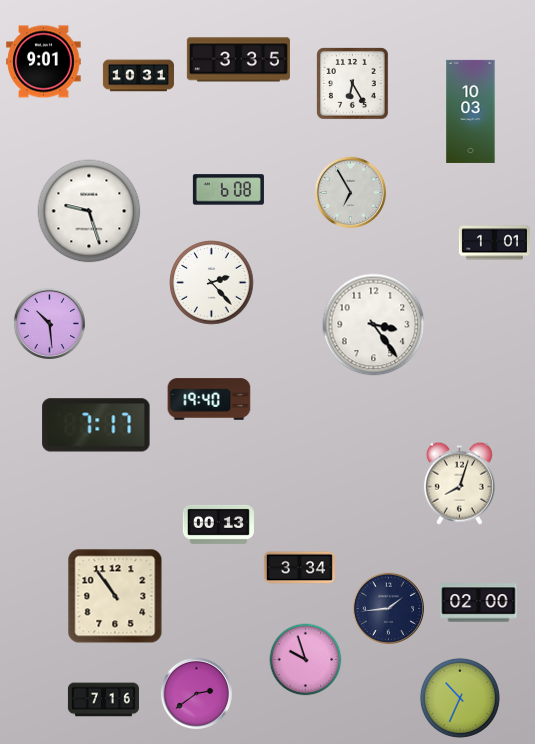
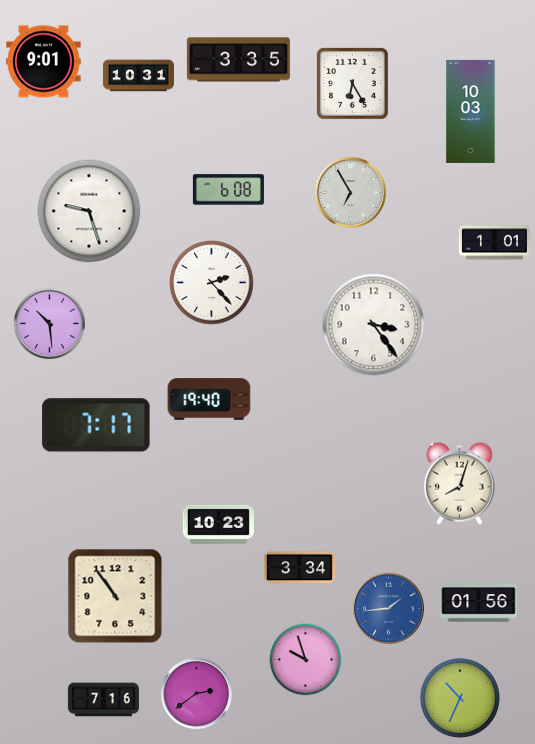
clock at (218, 524): 00:13 -> 10:23
clock at (479, 603): 02:00 -> 01:56
clock at (388, 608) dial: navy -> blue
